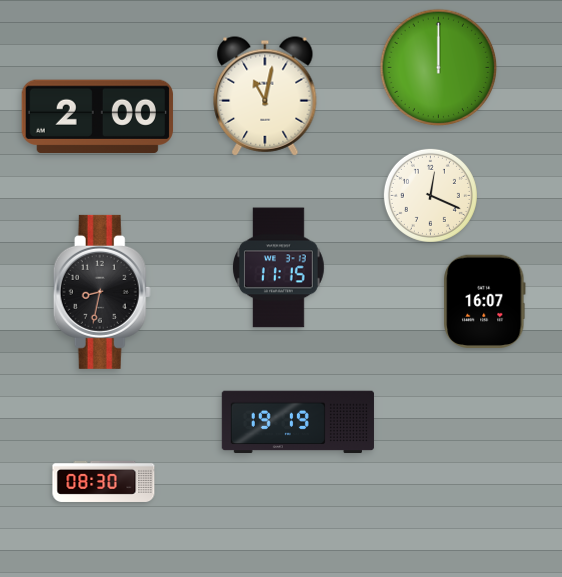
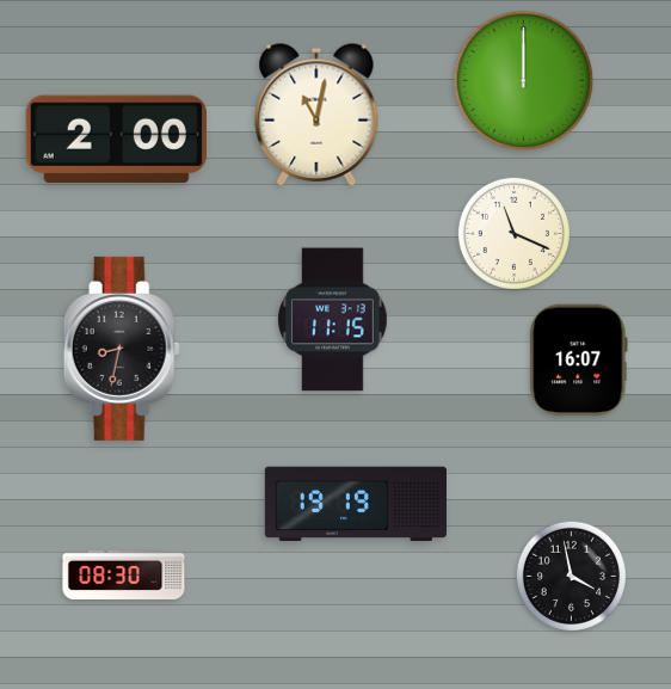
clock at (430, 195): 12:19 -> 11:19
clock at (571, 576): none -> 3:58
